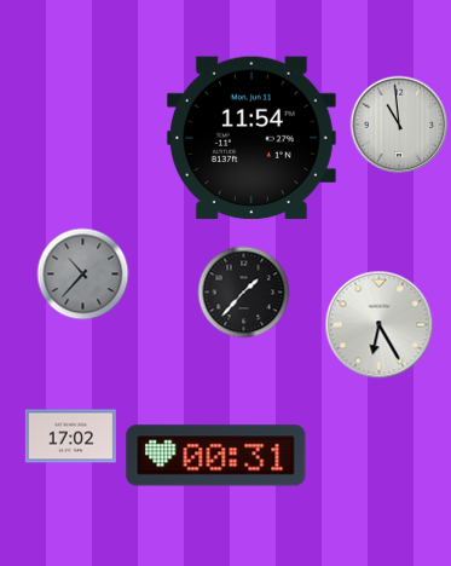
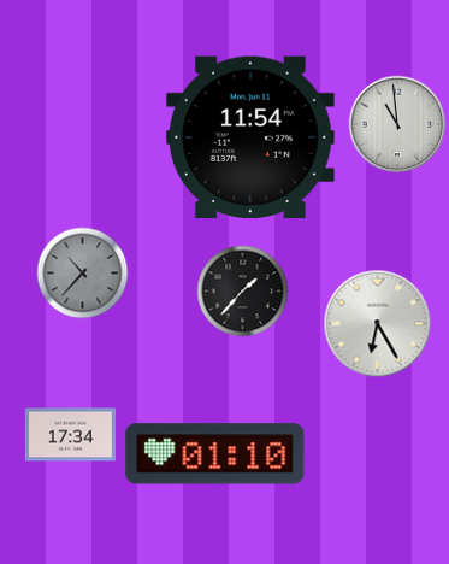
clock at (70, 437): 17:02 -> 17:34
clock at (216, 456): 00:31 -> 01:10
